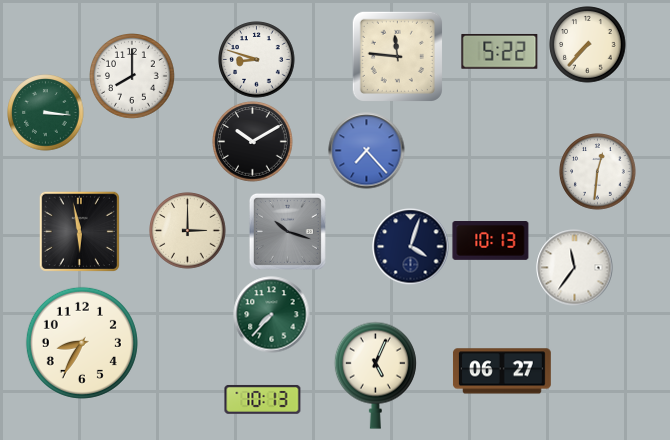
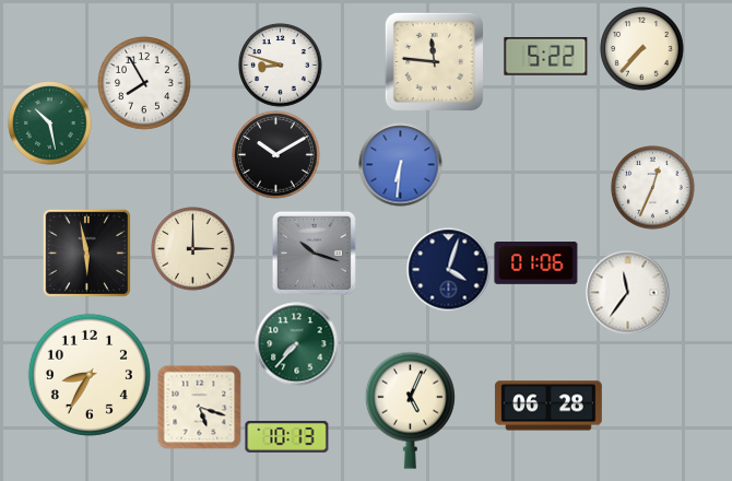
clock at (133, 77): 8:00 -> 7:55
clock at (46, 113): 3:16 -> 10:28
clock at (367, 151): 7:23 -> 6:31
clock at (598, 172): 12:31 -> 12:34
clock at (188, 231) position: (188, 231) -> (193, 249)
clock at (491, 241): 10:13 -> 01:06
clock at (502, 371): 06:27 -> 06:28
clock at (199, 407): none -> 5:18
